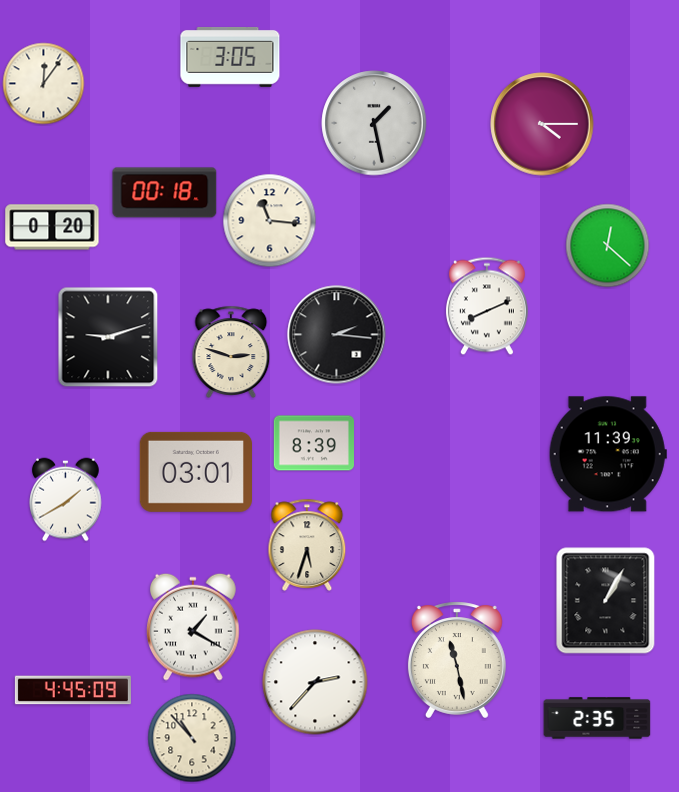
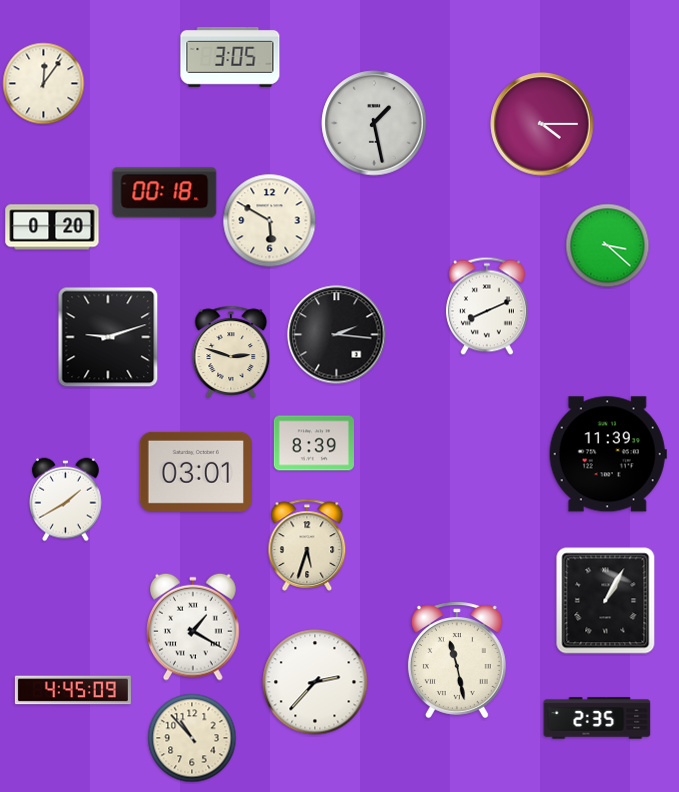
clock at (270, 221): 11:16 -> 5:50
clock at (608, 246): 12:22 -> 3:22
